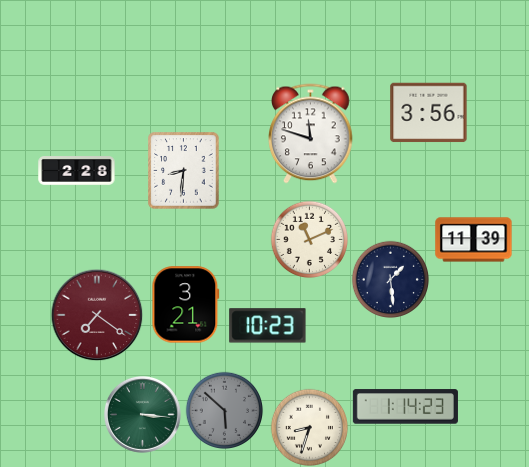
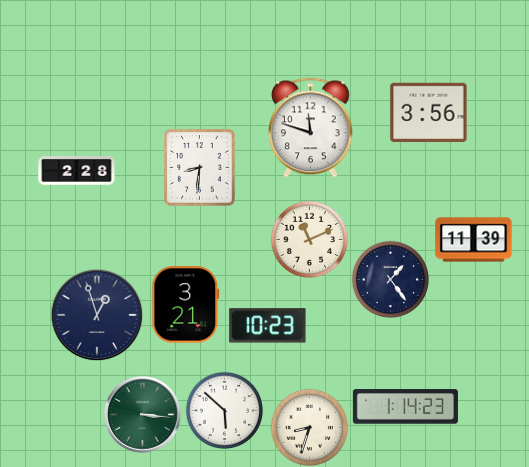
clock at (311, 134) position: (311, 134) -> (311, 128)
clock at (184, 171) position: (184, 171) -> (200, 168)
clock at (390, 279): 1:29 -> 1:24
clock at (97, 315): 7:21 -> 12:57
clock at (97, 315) dial: burgundy -> navy
clock at (224, 410) dial: grey -> white
